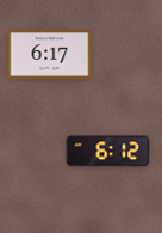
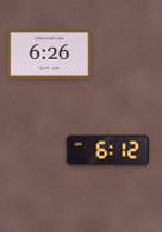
clock at (50, 55): 6:17 -> 6:26
